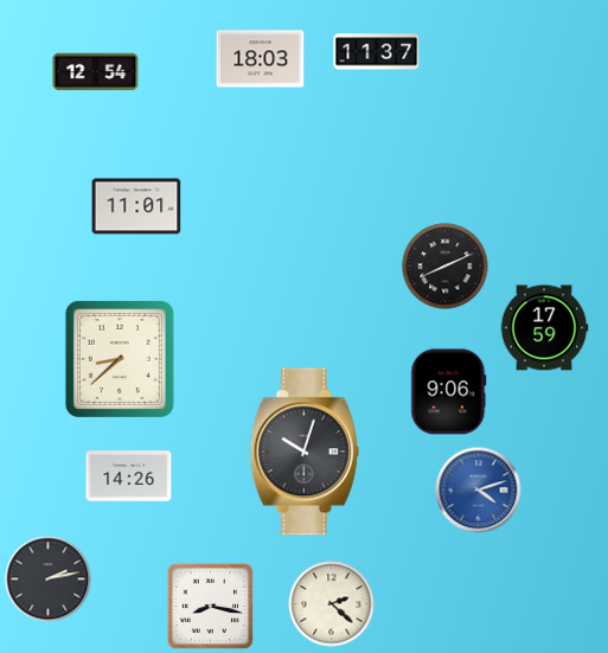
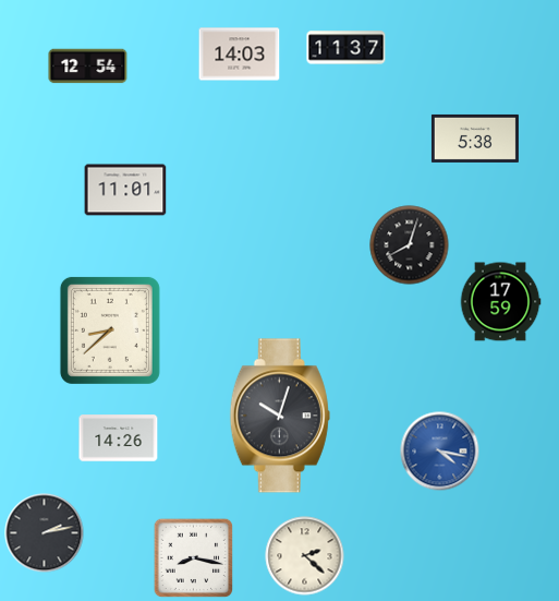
clock at (261, 59): 18:03 -> 14:03
clock at (475, 139): none -> 5:38
clock at (446, 267): 8:11 -> 8:03
clock at (449, 392): 9:06 -> none
clock at (479, 491): 4:12 -> 4:17
